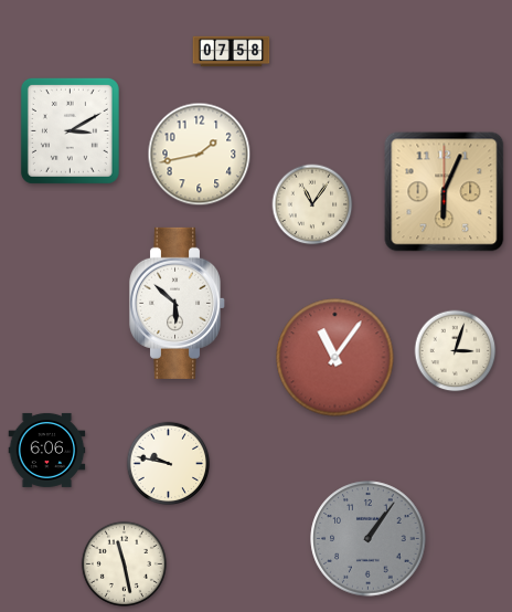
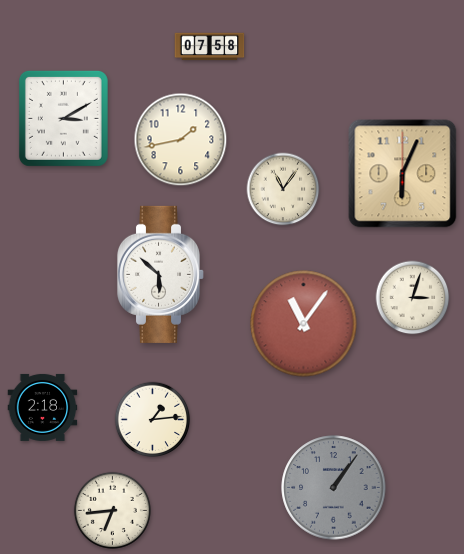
clock at (312, 204) position: (312, 204) -> (283, 189)
clock at (456, 351) position: (456, 351) -> (413, 298)
clock at (47, 450): 6:06 -> 2:18
clock at (169, 464): 9:47 -> 1:14
clock at (124, 563): 11:28 -> 6:44
